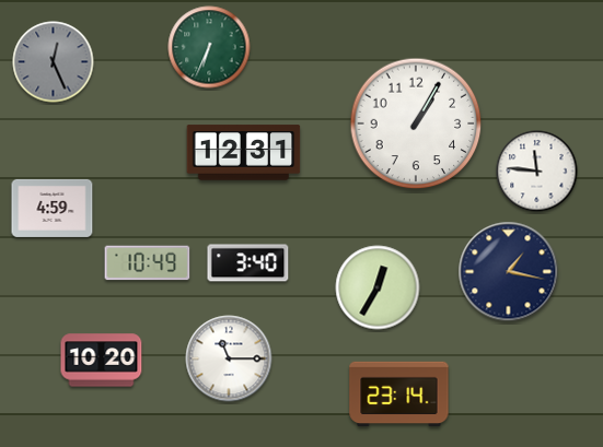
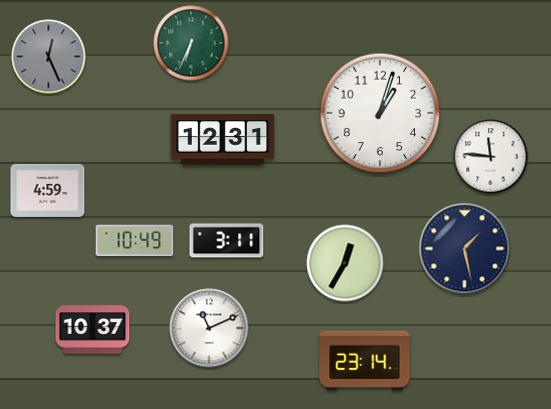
clock at (416, 123): 1:05 -> 1:03
clock at (248, 263): 3:40 -> 3:11
clock at (509, 272): 1:17 -> 1:28
clock at (229, 358): 11:15 -> 11:11
clock at (102, 361): 10:20 -> 10:37
